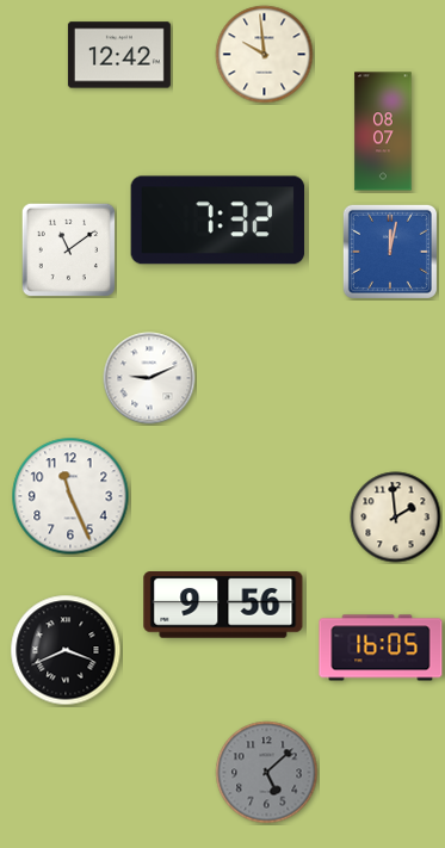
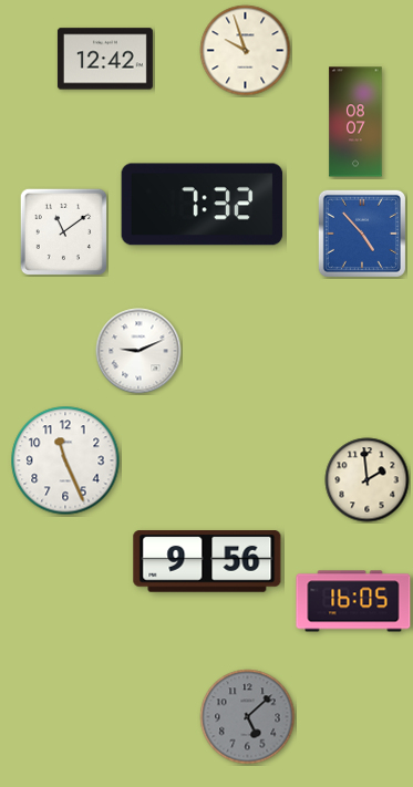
clock at (119, 55) position: (119, 55) -> (105, 59)
clock at (265, 55): 9:59 -> 9:57
clock at (390, 252): 12:02 -> 4:53
clock at (66, 650): 3:41 -> none
